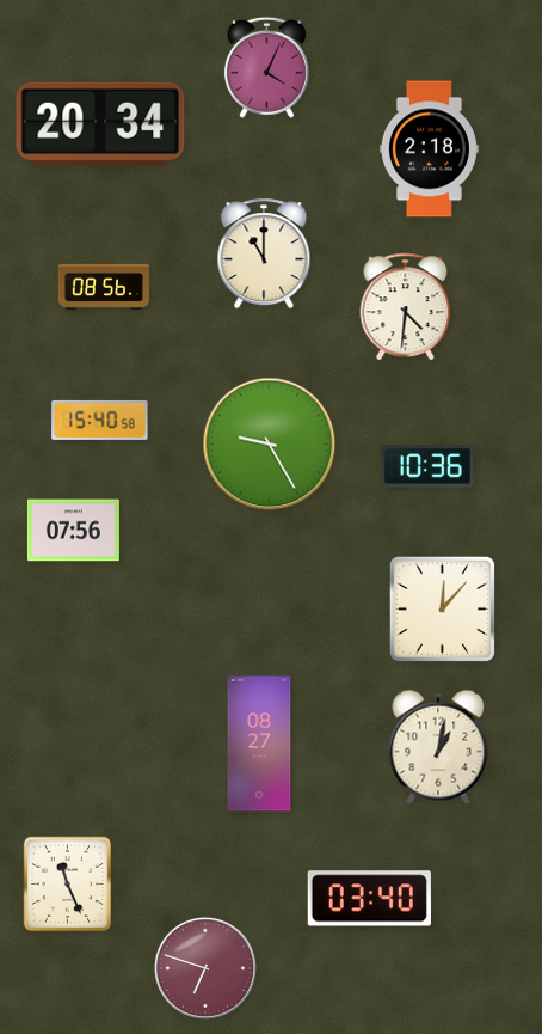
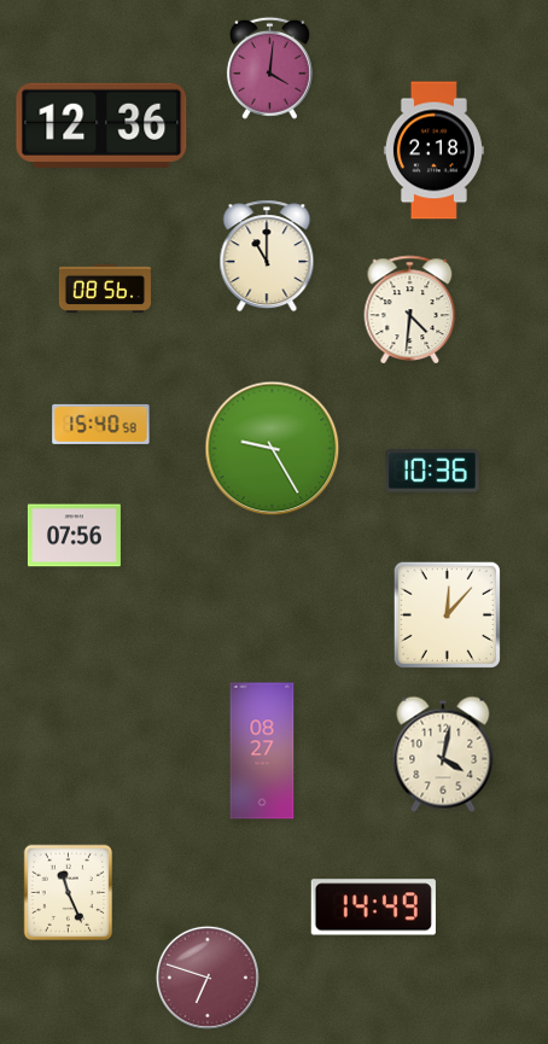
clock at (266, 67): 4:04 -> 4:01
clock at (100, 124): 20:34 -> 12:36
clock at (438, 747): 1:02 -> 4:02
clock at (369, 899): 03:40 -> 14:49
